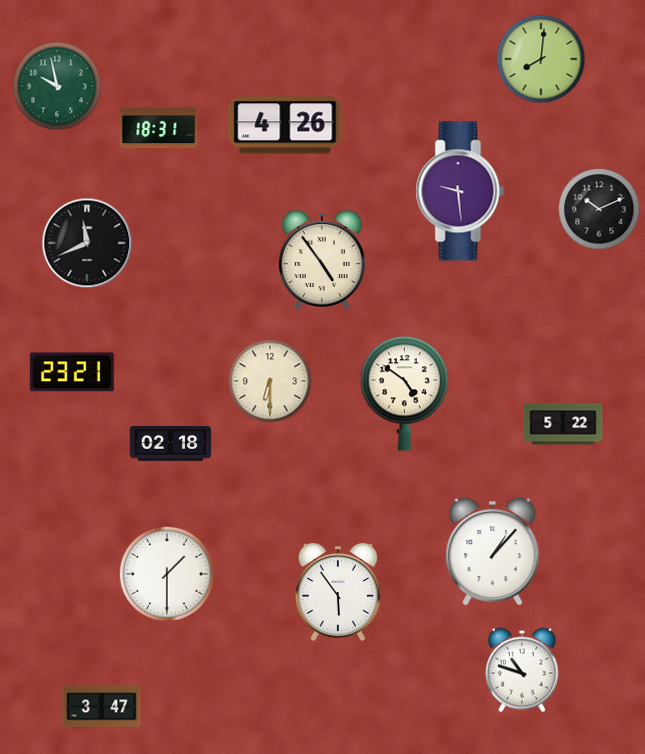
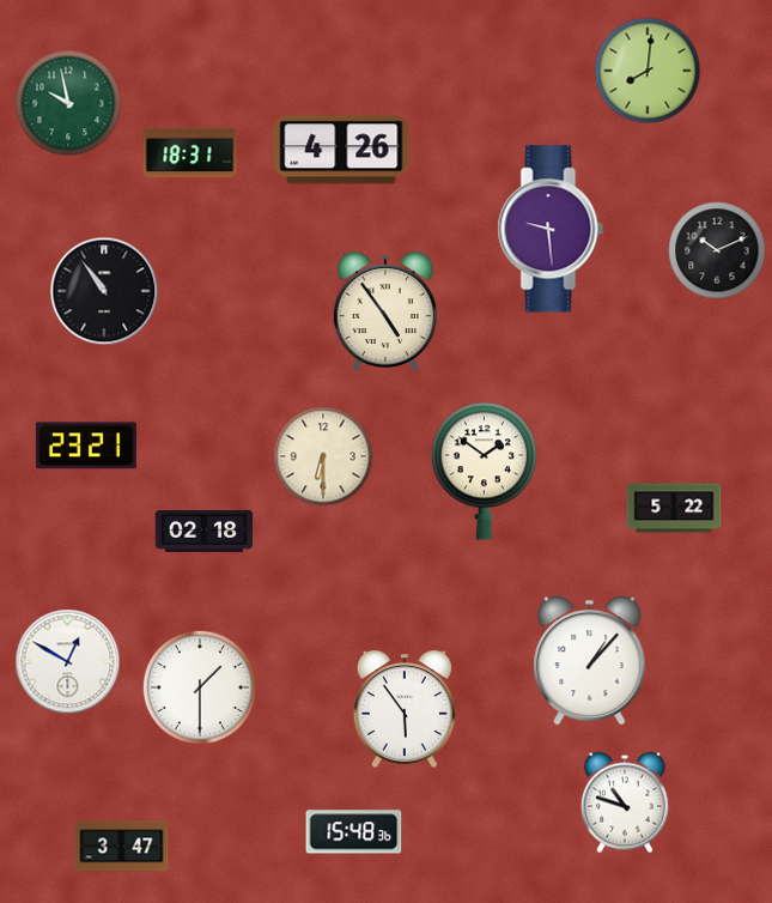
clock at (87, 243): 11:41 -> 10:54
clock at (404, 394): 4:51 -> 1:51
clock at (68, 662): none -> 12:50
clock at (354, 832): none -> 15:48
